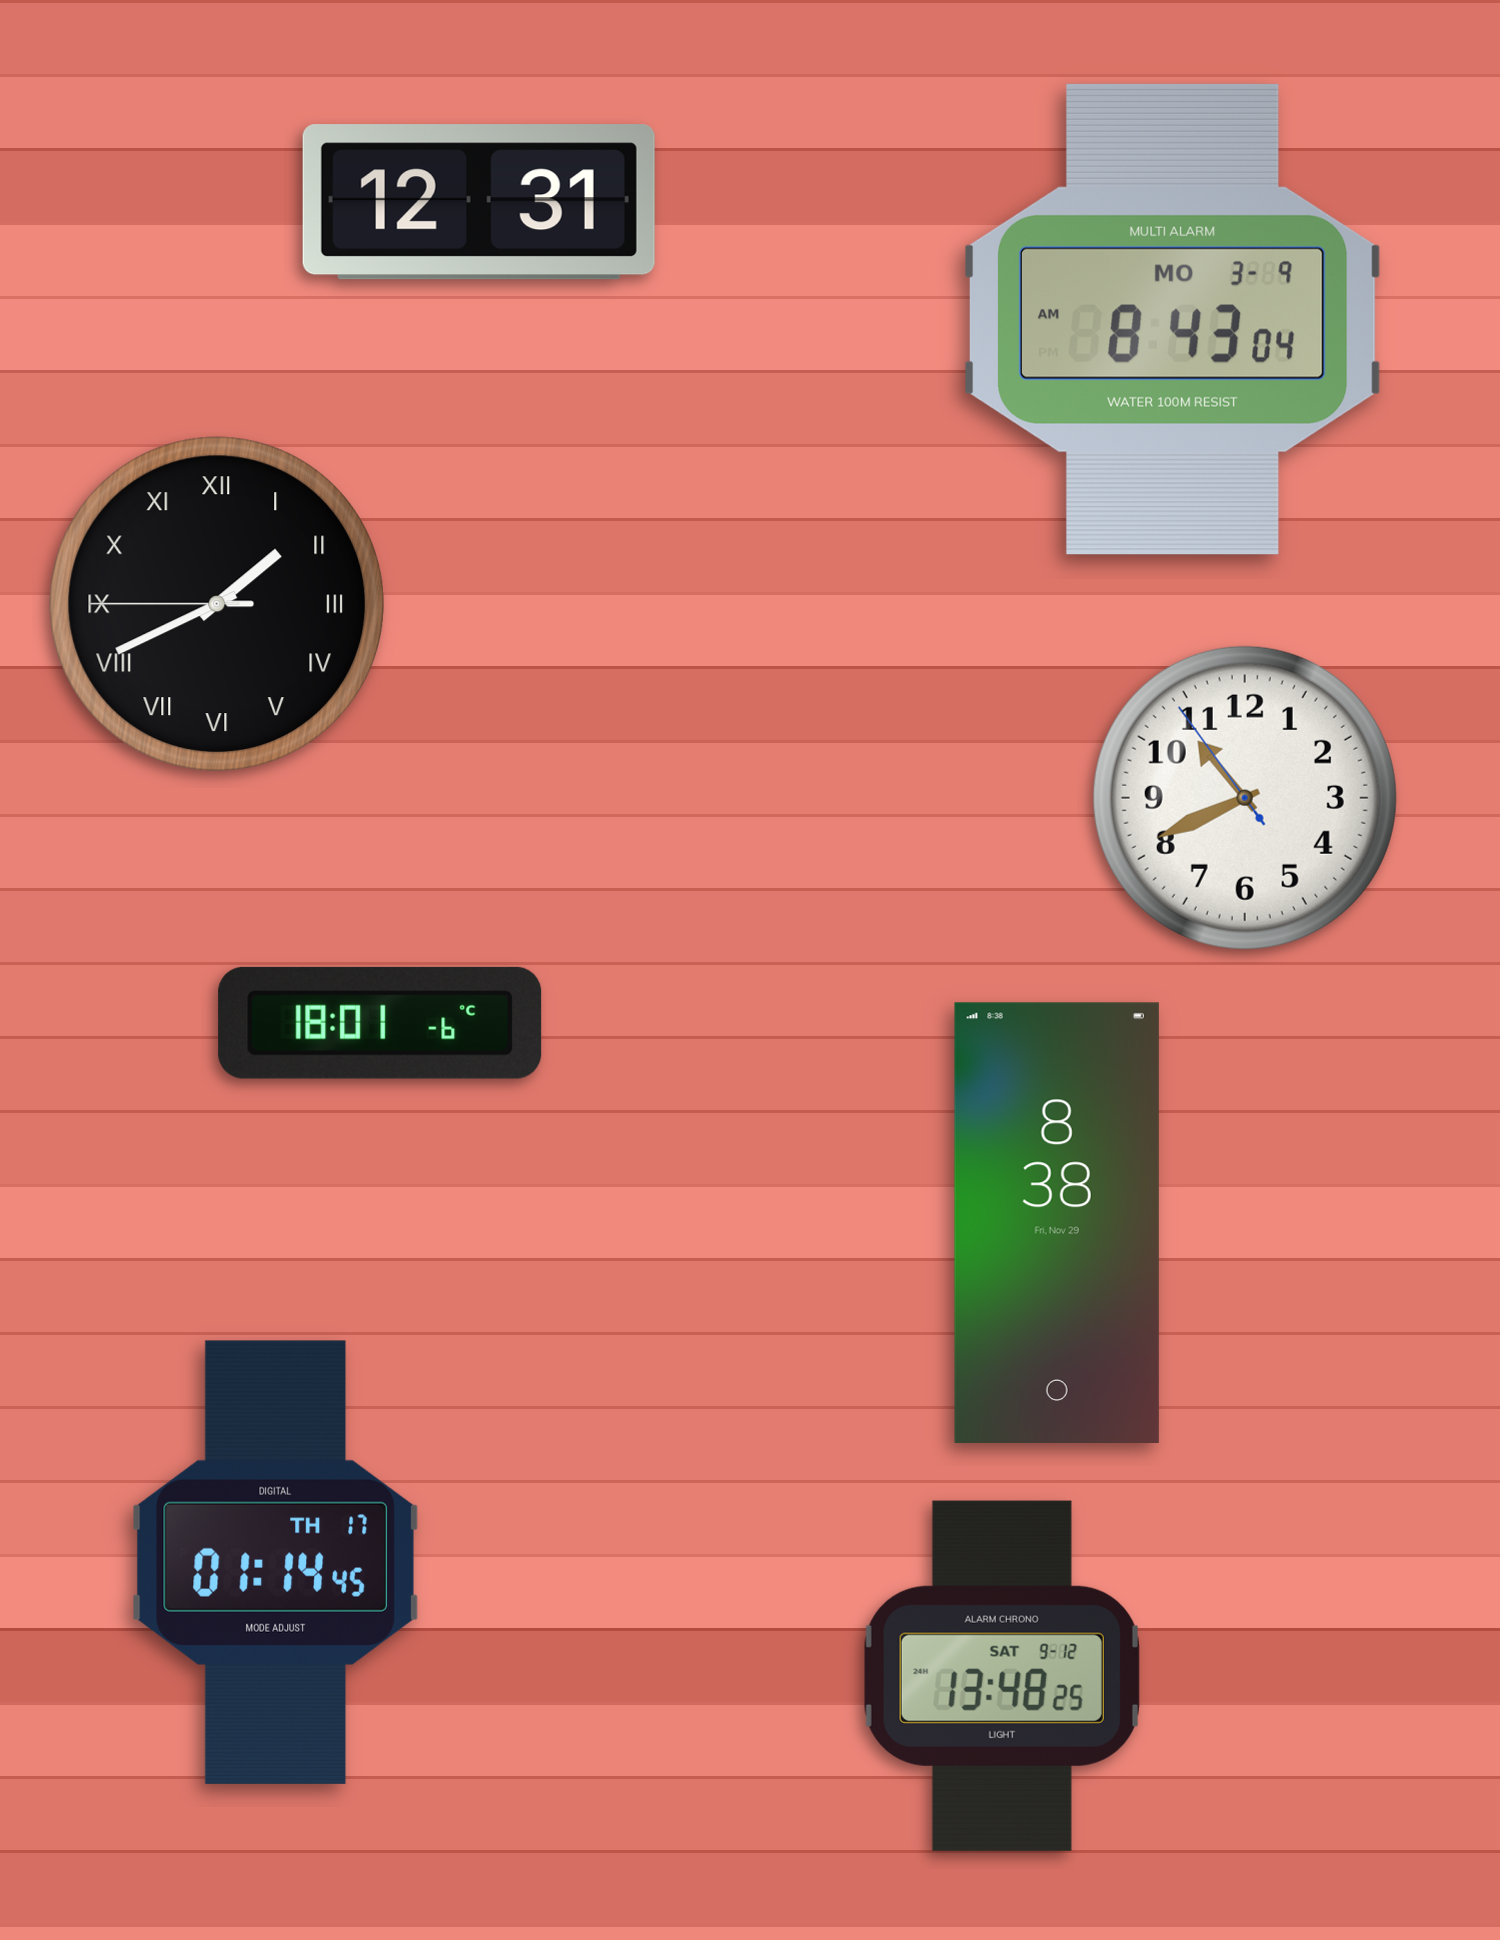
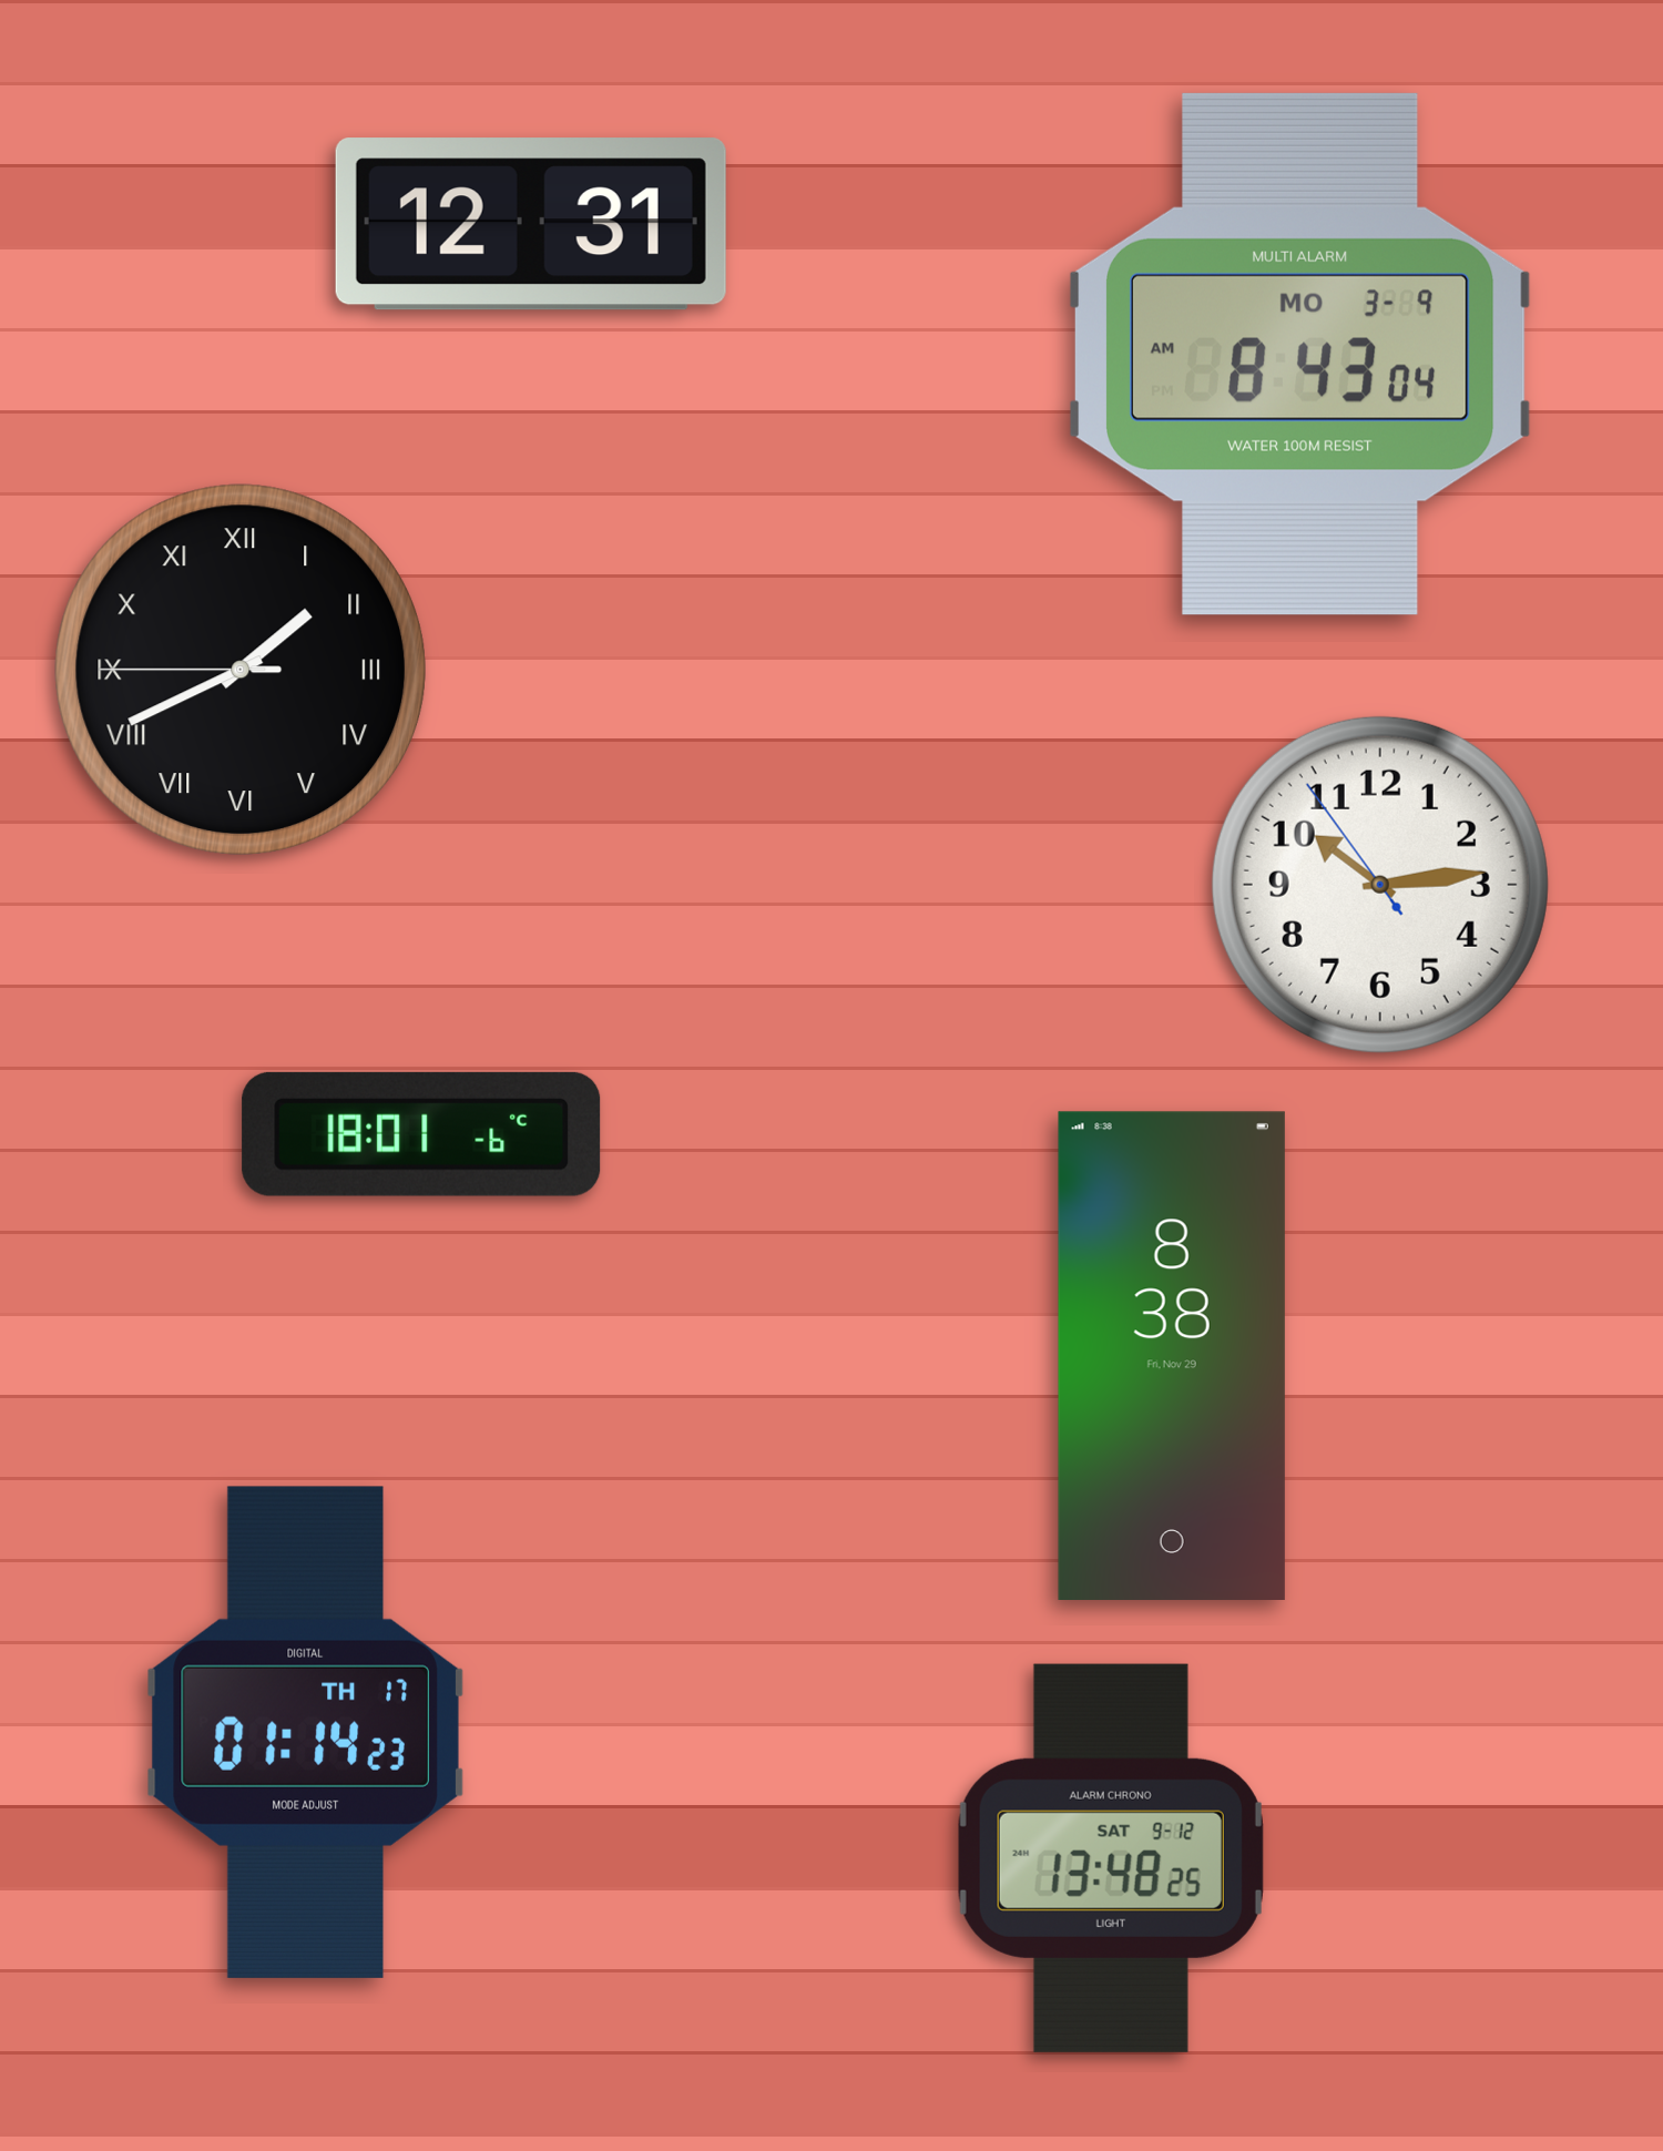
clock at (1245, 798): 10:40 -> 10:13
clock at (275, 1562): 01:14:45 -> 01:14:23
